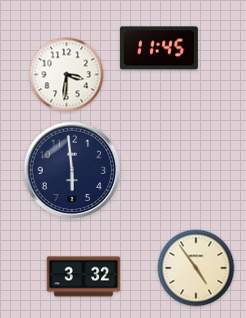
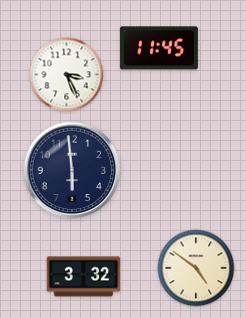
clock at (67, 75): 3:31 -> 3:26
clock at (196, 268): 4:54 -> 4:51
